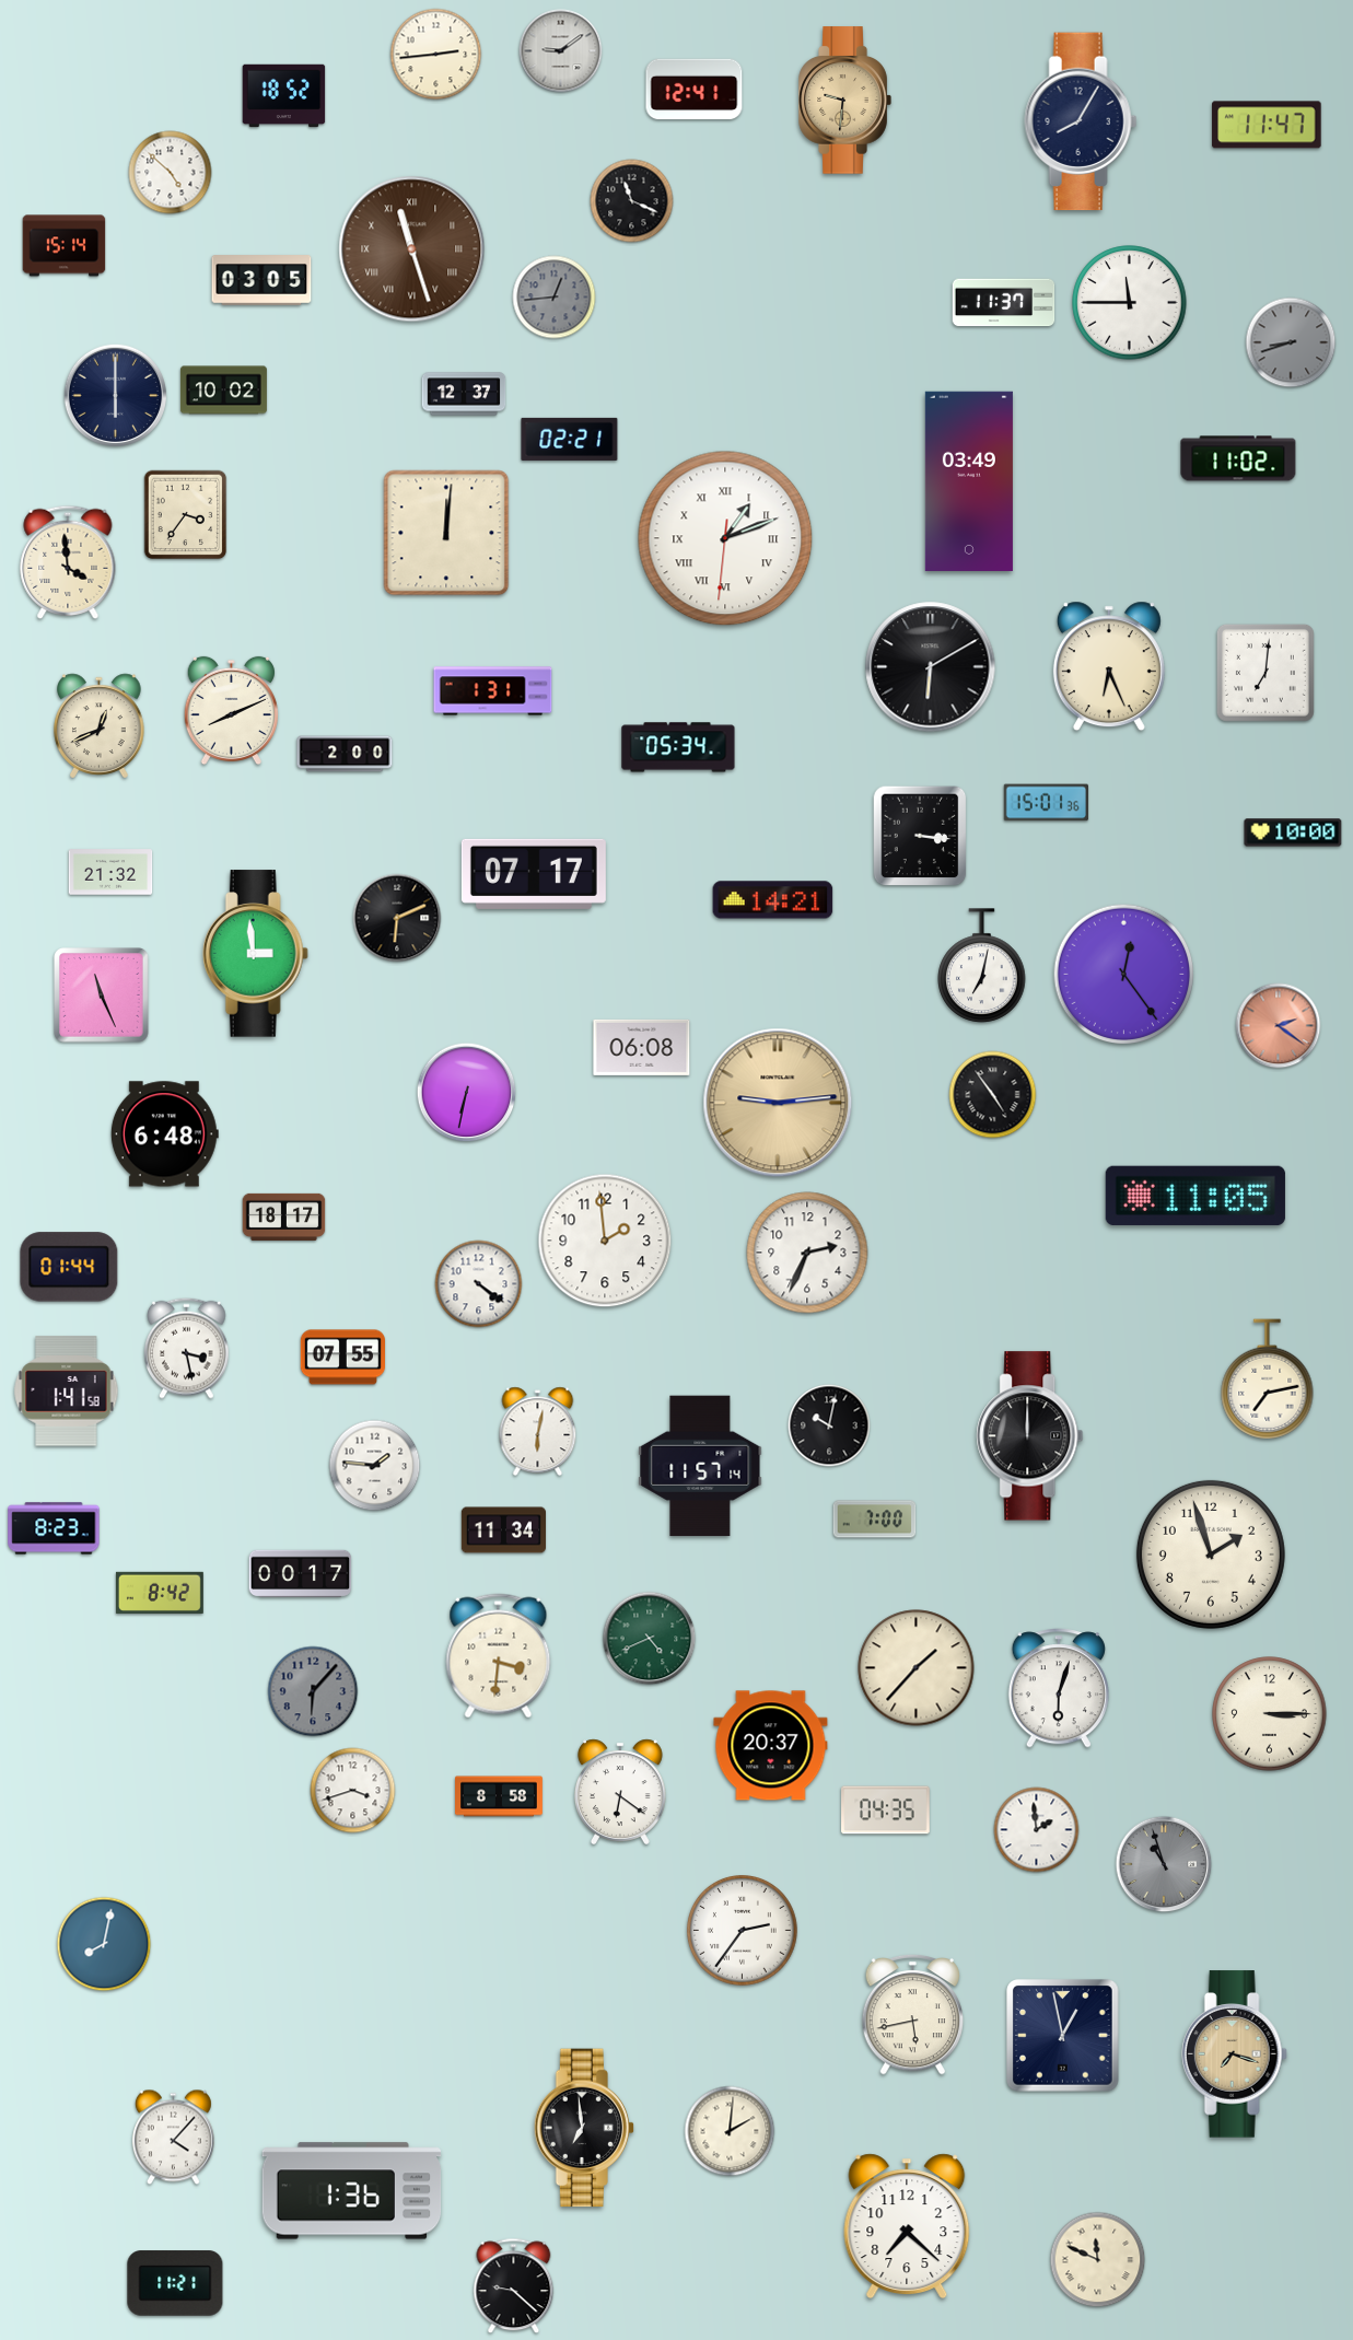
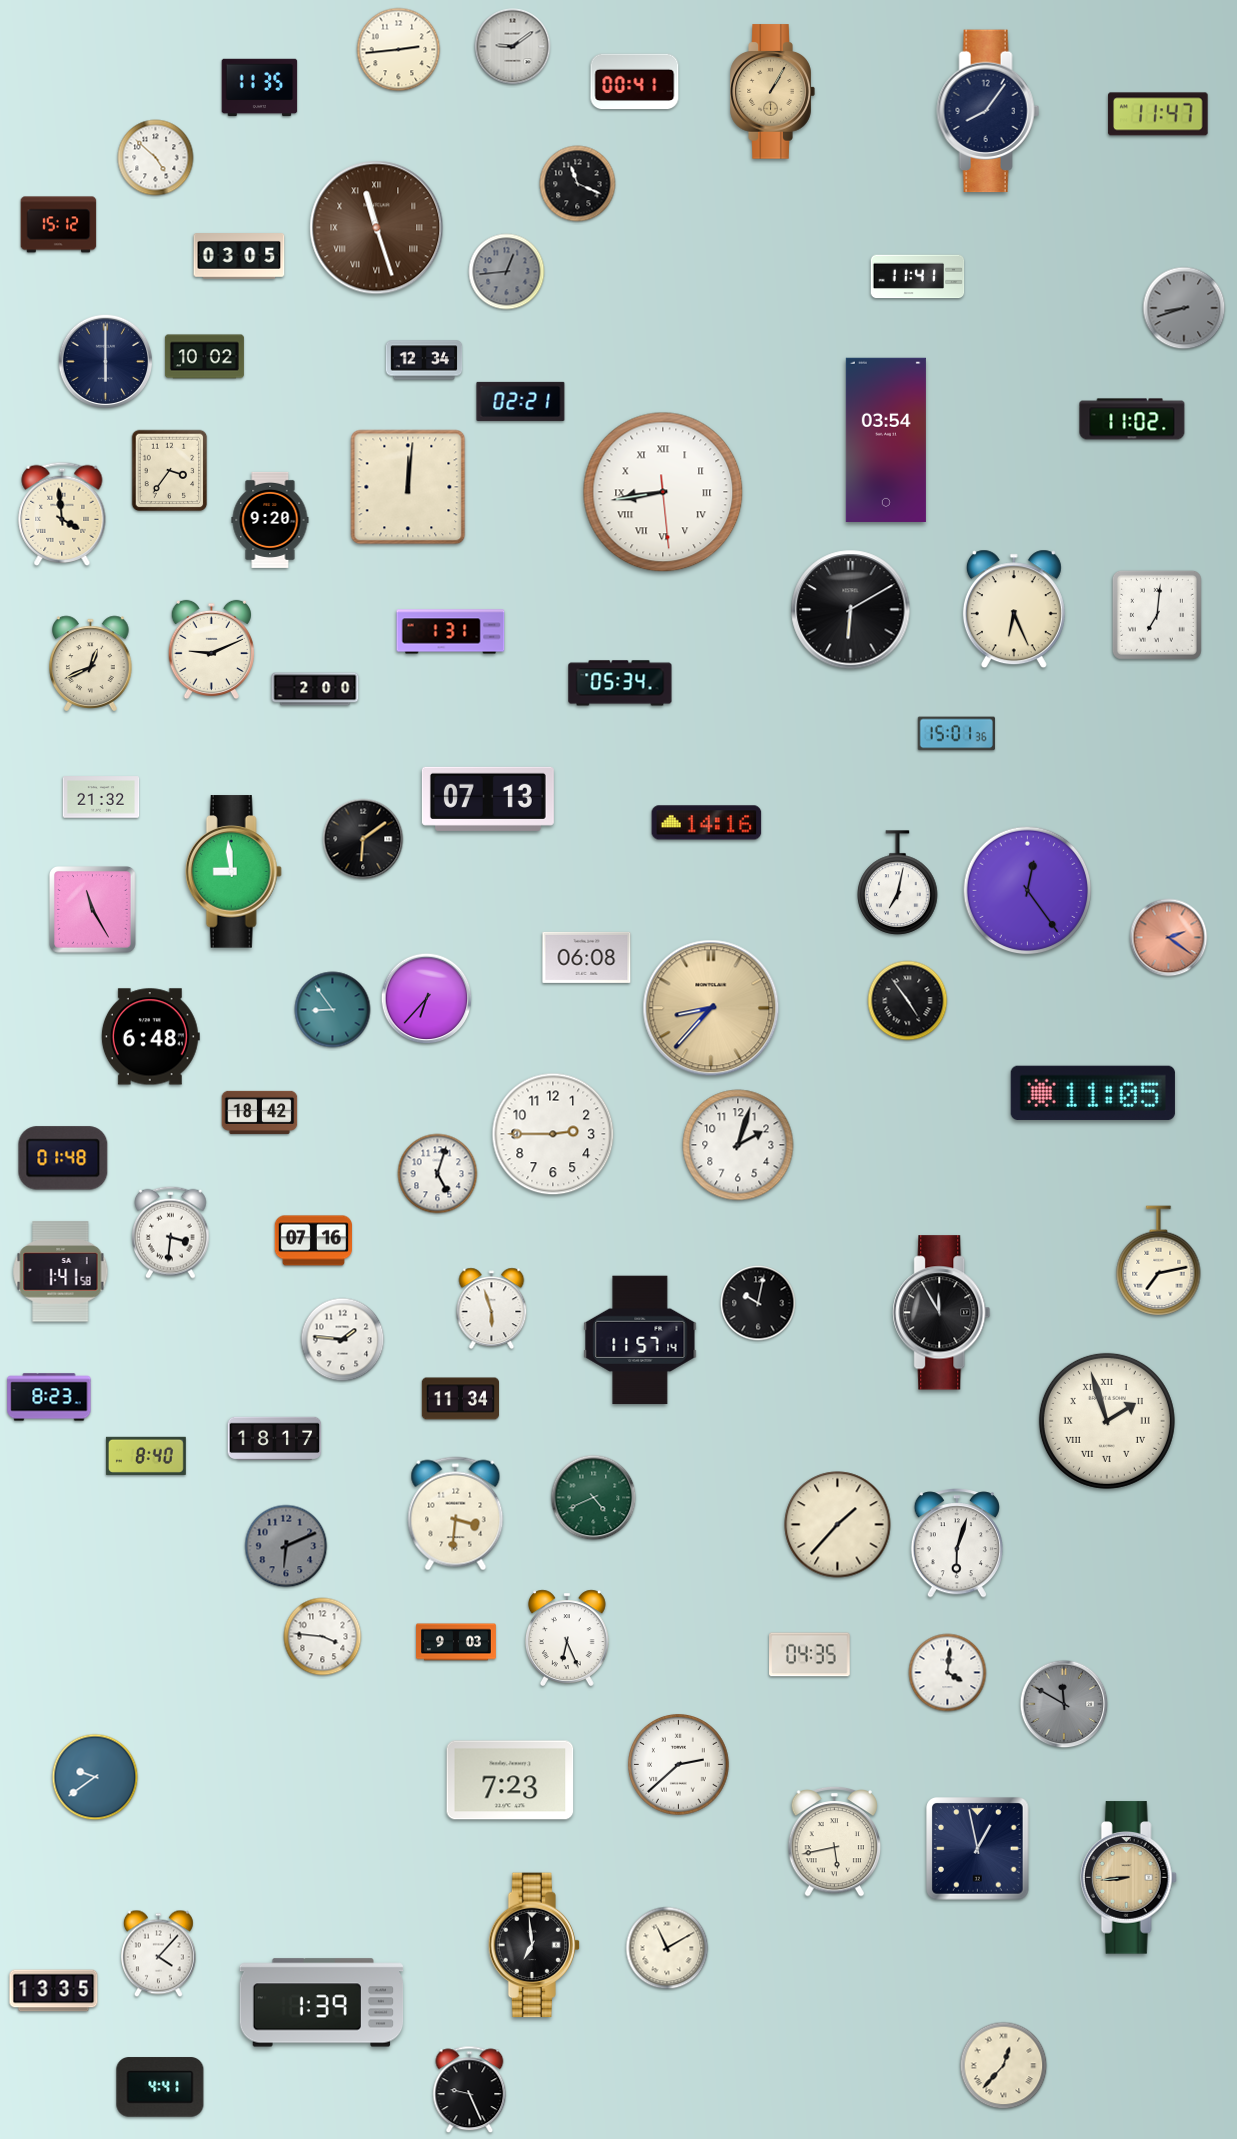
clock at (695, 90): 12:41 -> 00:41
clock at (284, 96): 18:52 -> 11:35
clock at (844, 101): 9:31 -> 1:05
clock at (1081, 121): 8:05 -> 8:06
clock at (65, 246): 15:14 -> 15:12
clock at (1004, 303): 11:37 -> 11:41
clock at (1130, 303): 11:45 -> none
clock at (1291, 342) position: (1291, 342) -> (1184, 308)
clock at (464, 394): 12:37 -> 12:34
clock at (969, 481): 03:49 -> 03:54
clock at (725, 538): 1:11 -> 8:43
clock at (270, 520): none -> 9:20
clock at (231, 711): 8:11 -> 9:11
clock at (1293, 833): 10:00 -> none
clock at (920, 836): 3:16 -> none
clock at (534, 874): 07:17 -> 07:13
clock at (773, 900): 14:21 -> 14:16
clock at (397, 918): 6:11 -> 6:09
clock at (255, 954): 2:59 -> 8:59
clock at (102, 996): 11:26 -> 11:25
clock at (467, 1093): 6:32 -> 6:37
clock at (778, 1103): 9:14 -> 8:37
clock at (333, 1010): none -> 8:54
clock at (284, 1216): 18:17 -> 18:42
clock at (605, 1241): 1:59 -> 2:45
clock at (807, 1253): 2:34 -> 2:03
clock at (69, 1267): 01:44 -> 01:48
clock at (479, 1284): 4:21 -> 5:03
clock at (187, 1348): 3:28 -> 3:31
clock at (342, 1358): 07:55 -> 07:16
clock at (538, 1432): 6:02 -> 5:57
clock at (1030, 1436): 12:00 -> 11:55
clock at (875, 1520): 7:00 -> none
clock at (1211, 1555) numerals: Arabic -> Roman
clock at (301, 1573): 00:17 -> 18:17
clock at (160, 1593): 8:42 -> 8:40
clock at (1059, 1688) position: (1059, 1688) -> (957, 1543)
clock at (313, 1691): 6:07 -> 6:11
clock at (1270, 1714): 3:15 -> none
clock at (771, 1746): 20:37 -> none
clock at (353, 1791): 3:42 -> 3:46
clock at (620, 1792): 6:21 -> 6:26
clock at (500, 1796): 8:58 -> 9:03
clock at (1037, 1830): 1:59 -> 4:01
clock at (1164, 1864): 10:57 -> 11:50
clock at (743, 1931): 2:36 -> 2:38
clock at (104, 1944): 8:02 -> 9:39
clock at (510, 1780): none -> 7:23
clock at (1063, 2036) position: (1063, 2036) -> (978, 1849)
clock at (1234, 2054): 7:18 -> 8:44
clock at (730, 2131): 2:01 -> 11:10
clock at (54, 1991): none -> 13:35
clock at (352, 2191): 1:36 -> 1:39
clock at (907, 2225): 7:22 -> none
clock at (1098, 2260): 11:49 -> 12:37
clock at (175, 2283): 11:21 -> 4:41
clock at (514, 2286): 9:22 -> 9:26
